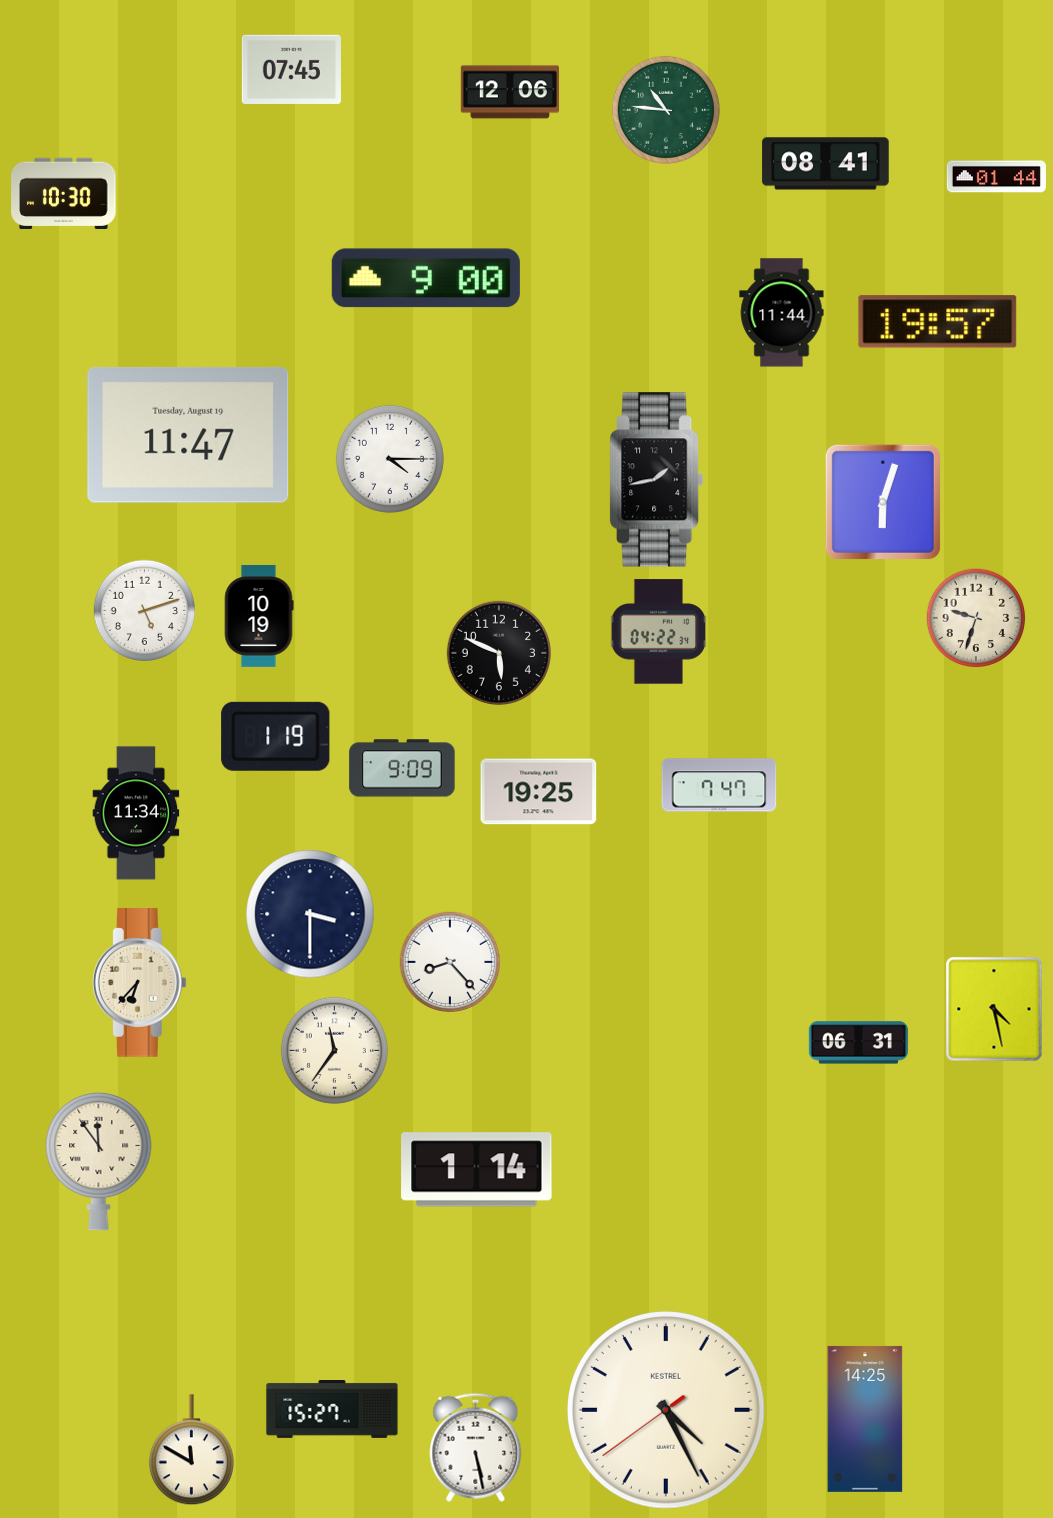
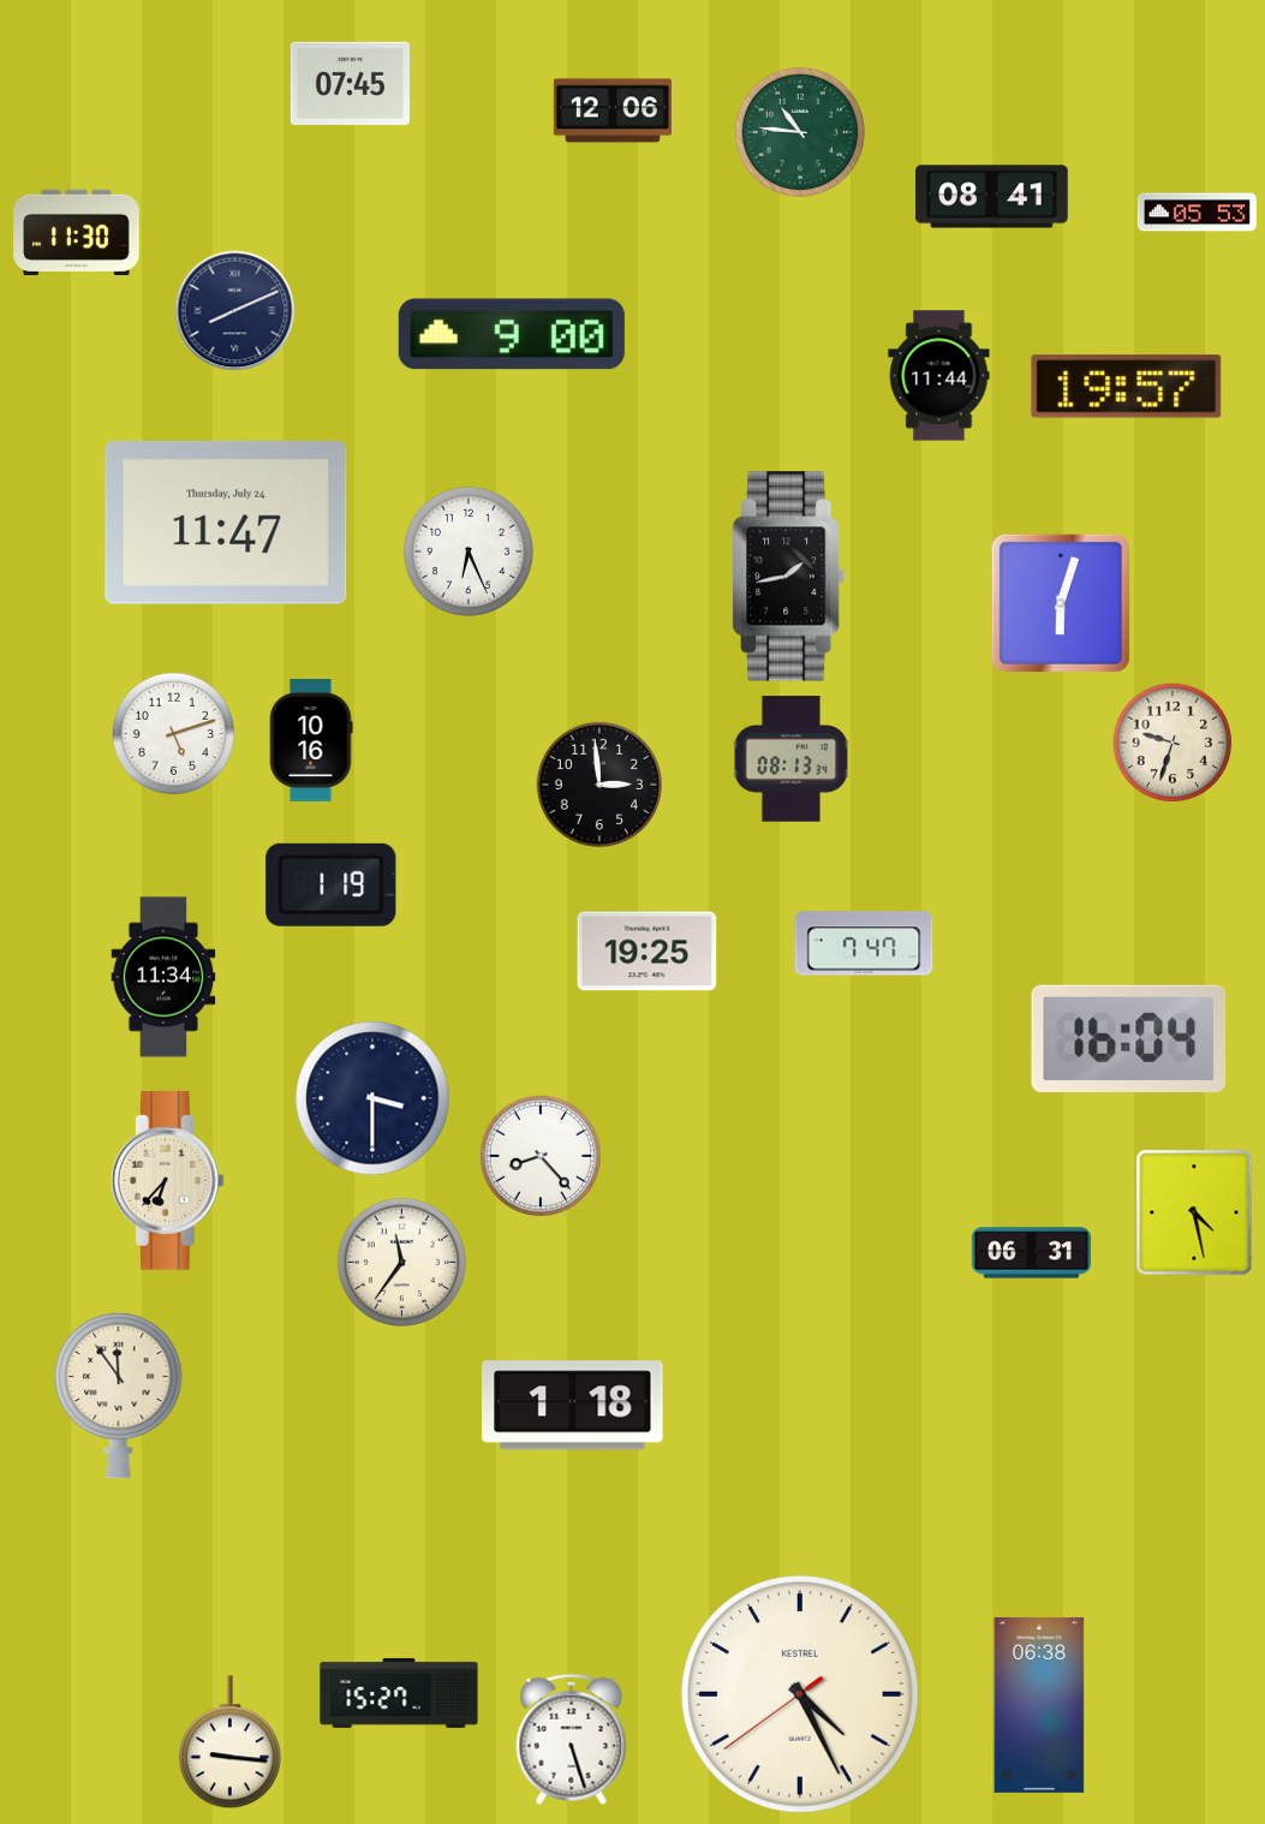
clock at (996, 177): 01:44 -> 05:53
clock at (64, 193): 10:30 -> 11:30
clock at (235, 311): none -> 8:11
clock at (188, 435) date: Tuesday, August 19 -> Thursday, July 24
clock at (390, 459): 4:15 -> 6:26
clock at (259, 616): 10:19 -> 10:16
clock at (659, 632): 04:22 -> 08:13
clock at (499, 653): 5:49 -> 2:59
clock at (402, 768): 9:09 -> none
clock at (1129, 1038): none -> 16:04
clock at (477, 1170): 1:14 -> 1:18
clock at (865, 1419): 14:25 -> 06:38
clock at (476, 1447): 5:28 -> 5:27
clock at (191, 1450): 11:50 -> 9:16
